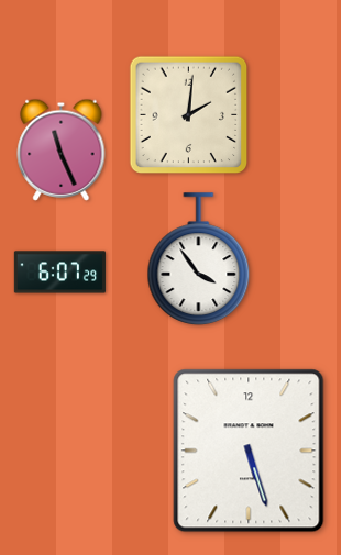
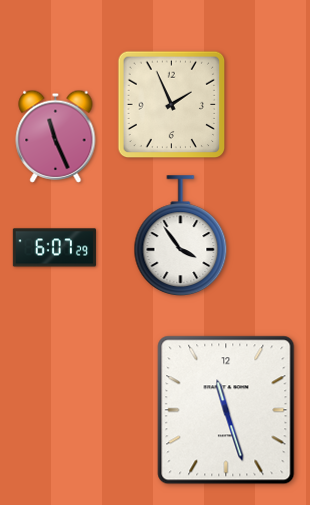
clock at (189, 115): 2:01 -> 1:56
clock at (249, 451): 5:27 -> 11:27
